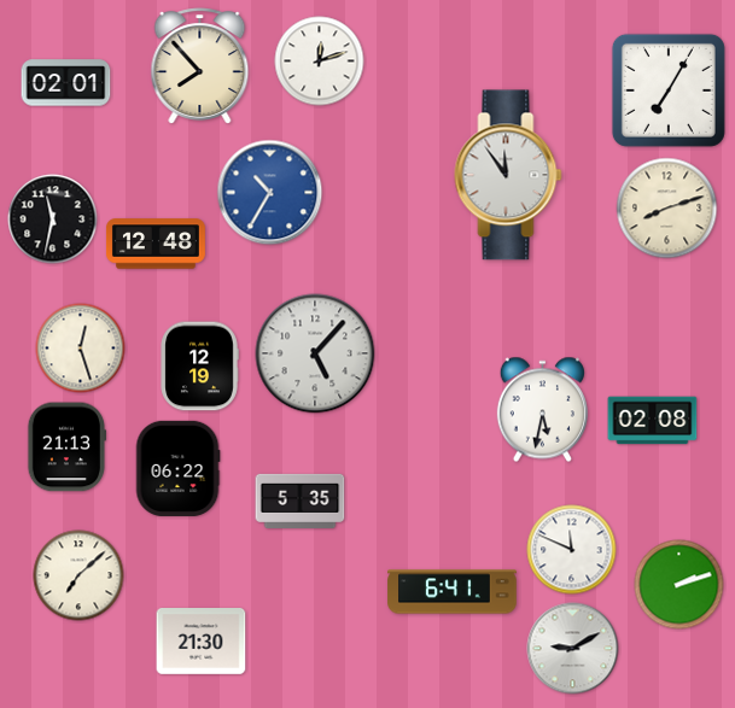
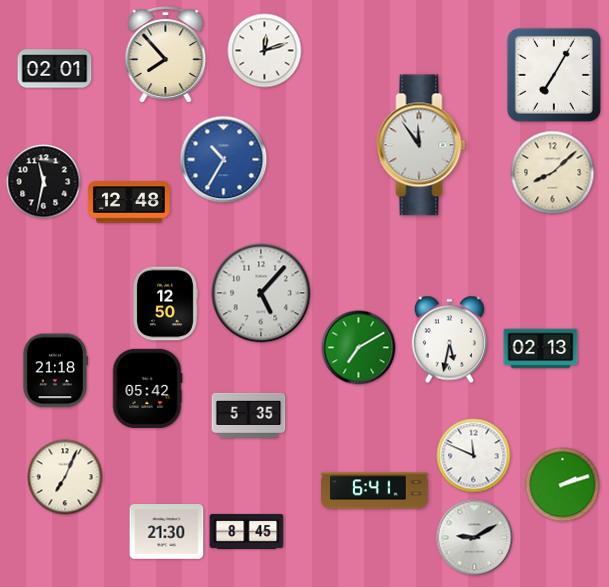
clock at (667, 209): 8:12 -> 8:08
clock at (81, 349): 12:27 -> none
clock at (199, 367): 12:19 -> 12:50
clock at (359, 348): none -> 7:10
clock at (653, 421): 02:08 -> 02:13
clock at (65, 447): 21:13 -> 21:18
clock at (177, 468): 06:22 -> 05:42
clock at (78, 575): 7:08 -> 7:04
clock at (247, 531): none -> 8:45
